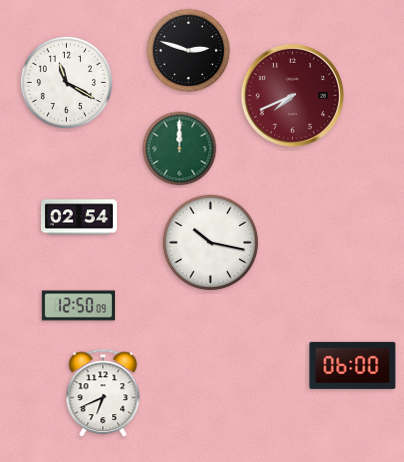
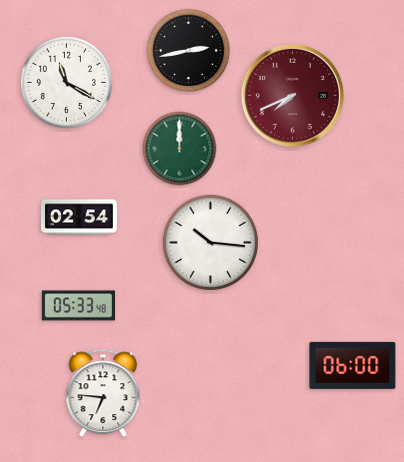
clock at (189, 51): 2:48 -> 2:43
clock at (210, 242): 10:17 -> 10:16
clock at (78, 306): 12:50 -> 05:33
clock at (103, 394): 6:41 -> 6:46
